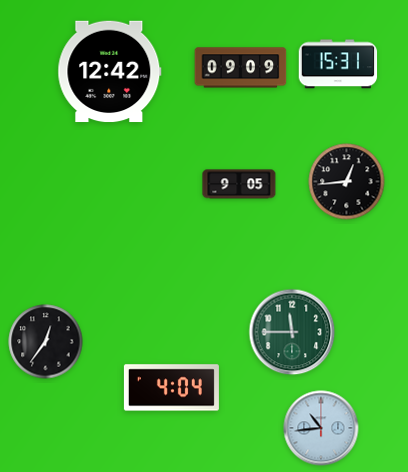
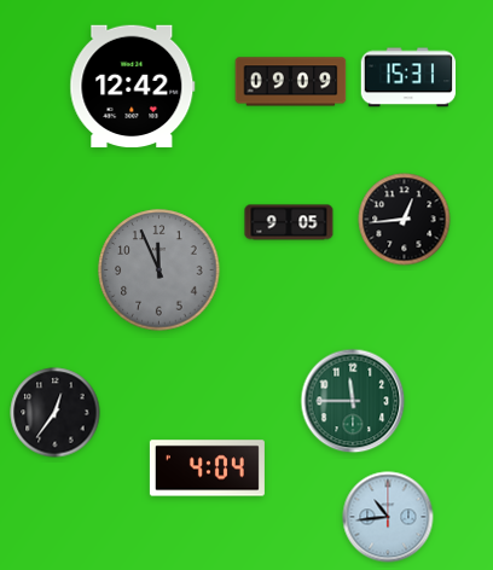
clock at (347, 182) position: (347, 182) -> (405, 220)
clock at (159, 271): none -> 11:56
